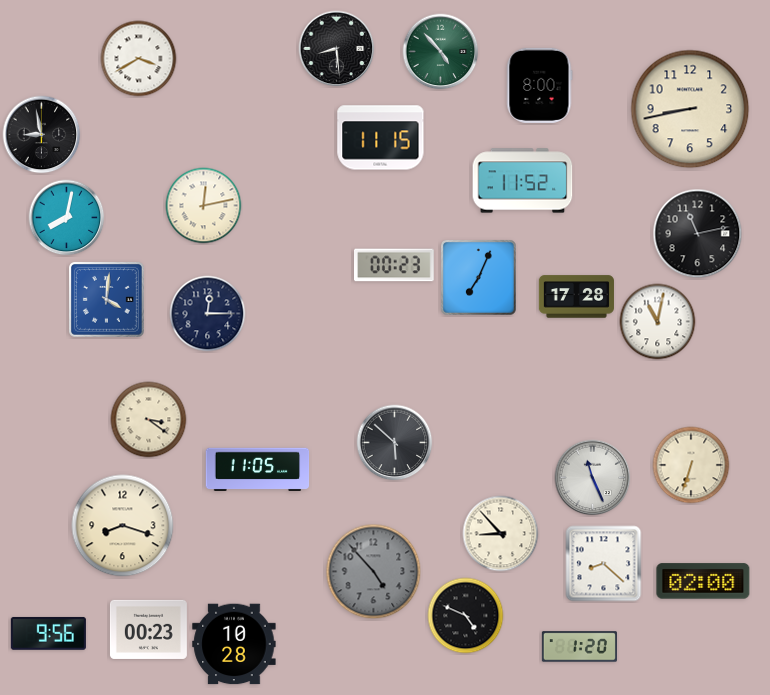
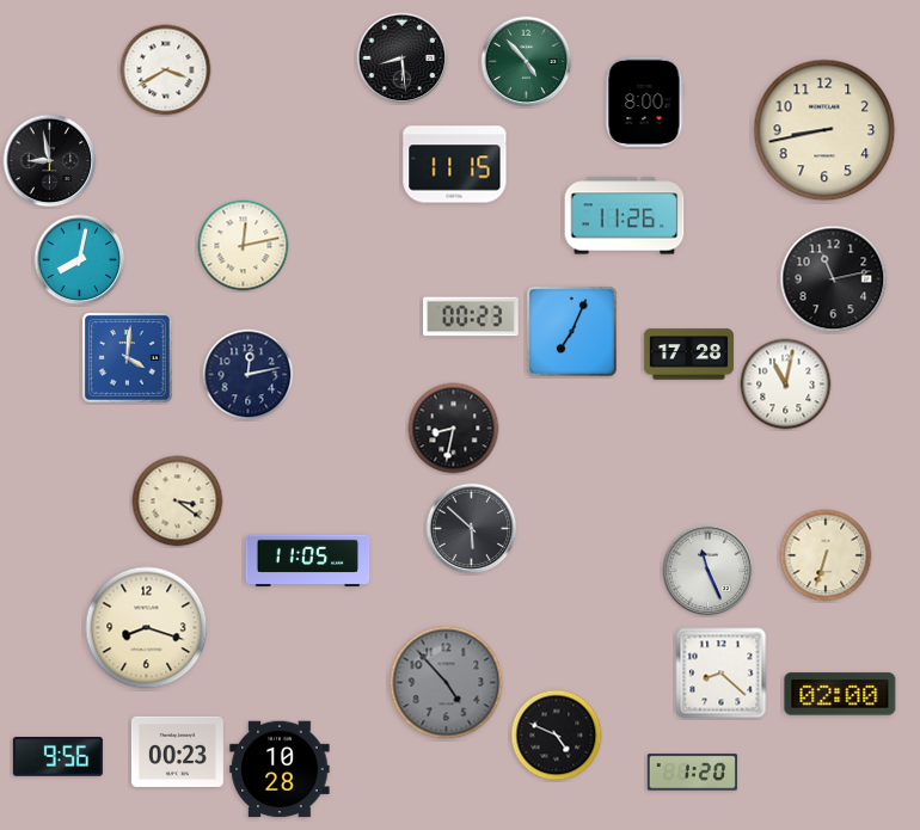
clock at (523, 181): 11:52 -> 11:26
clock at (208, 314): 12:15 -> 12:13
clock at (454, 429): none -> 8:32
clock at (501, 534): 8:53 -> none
